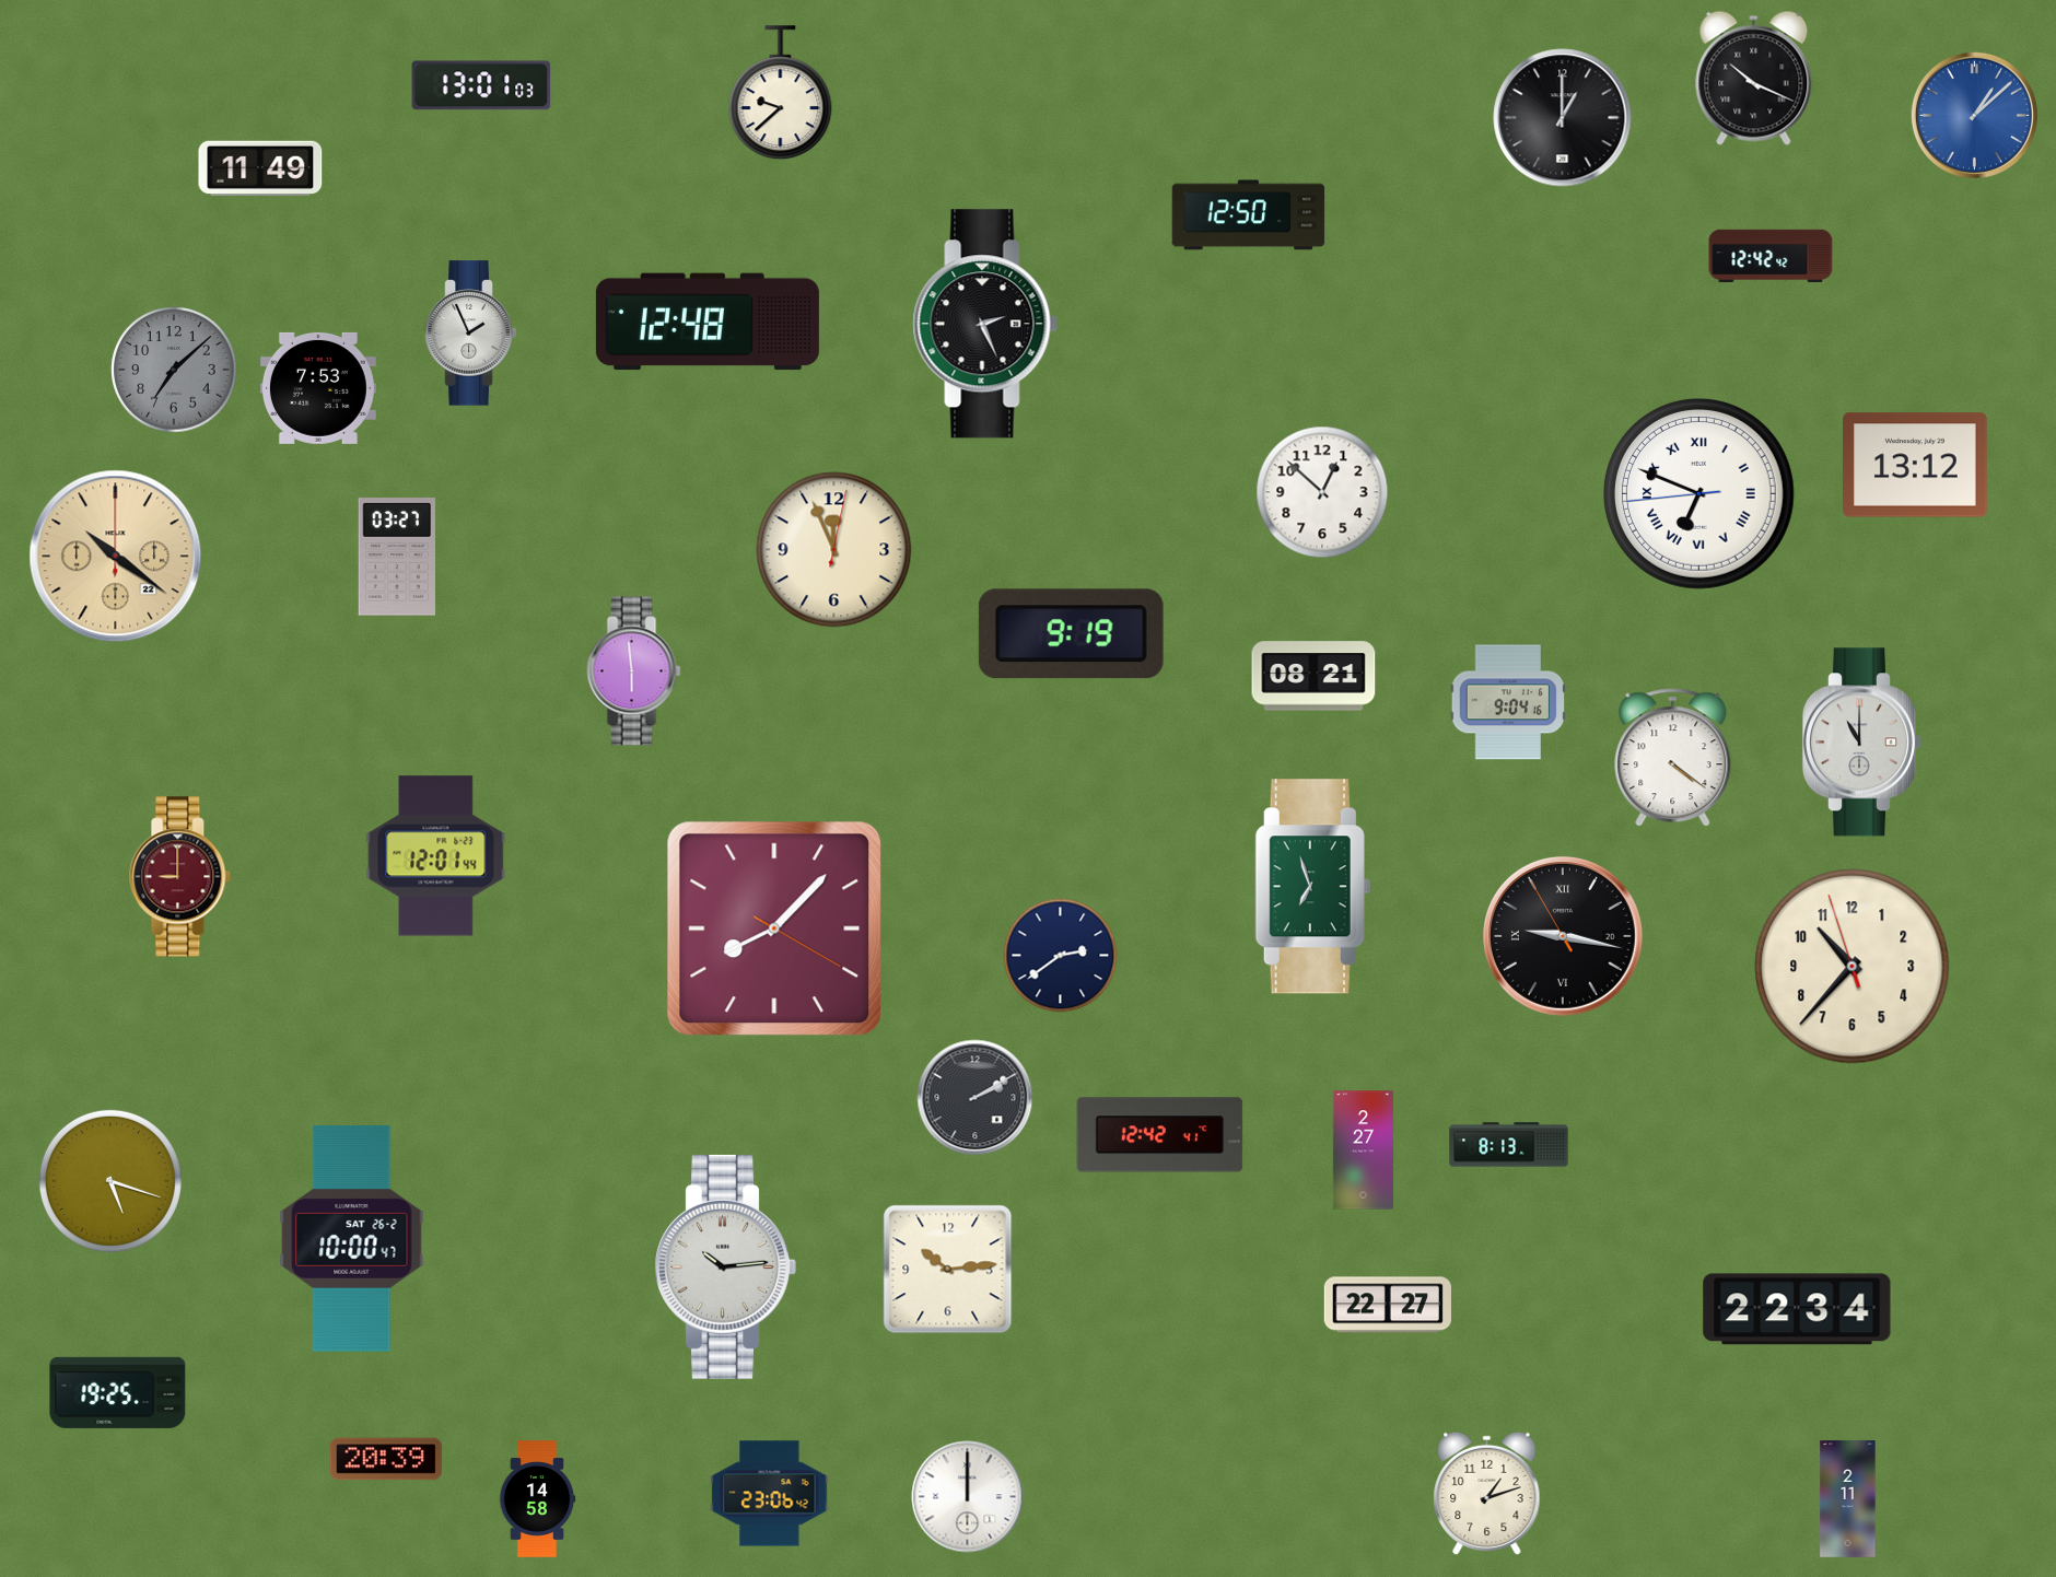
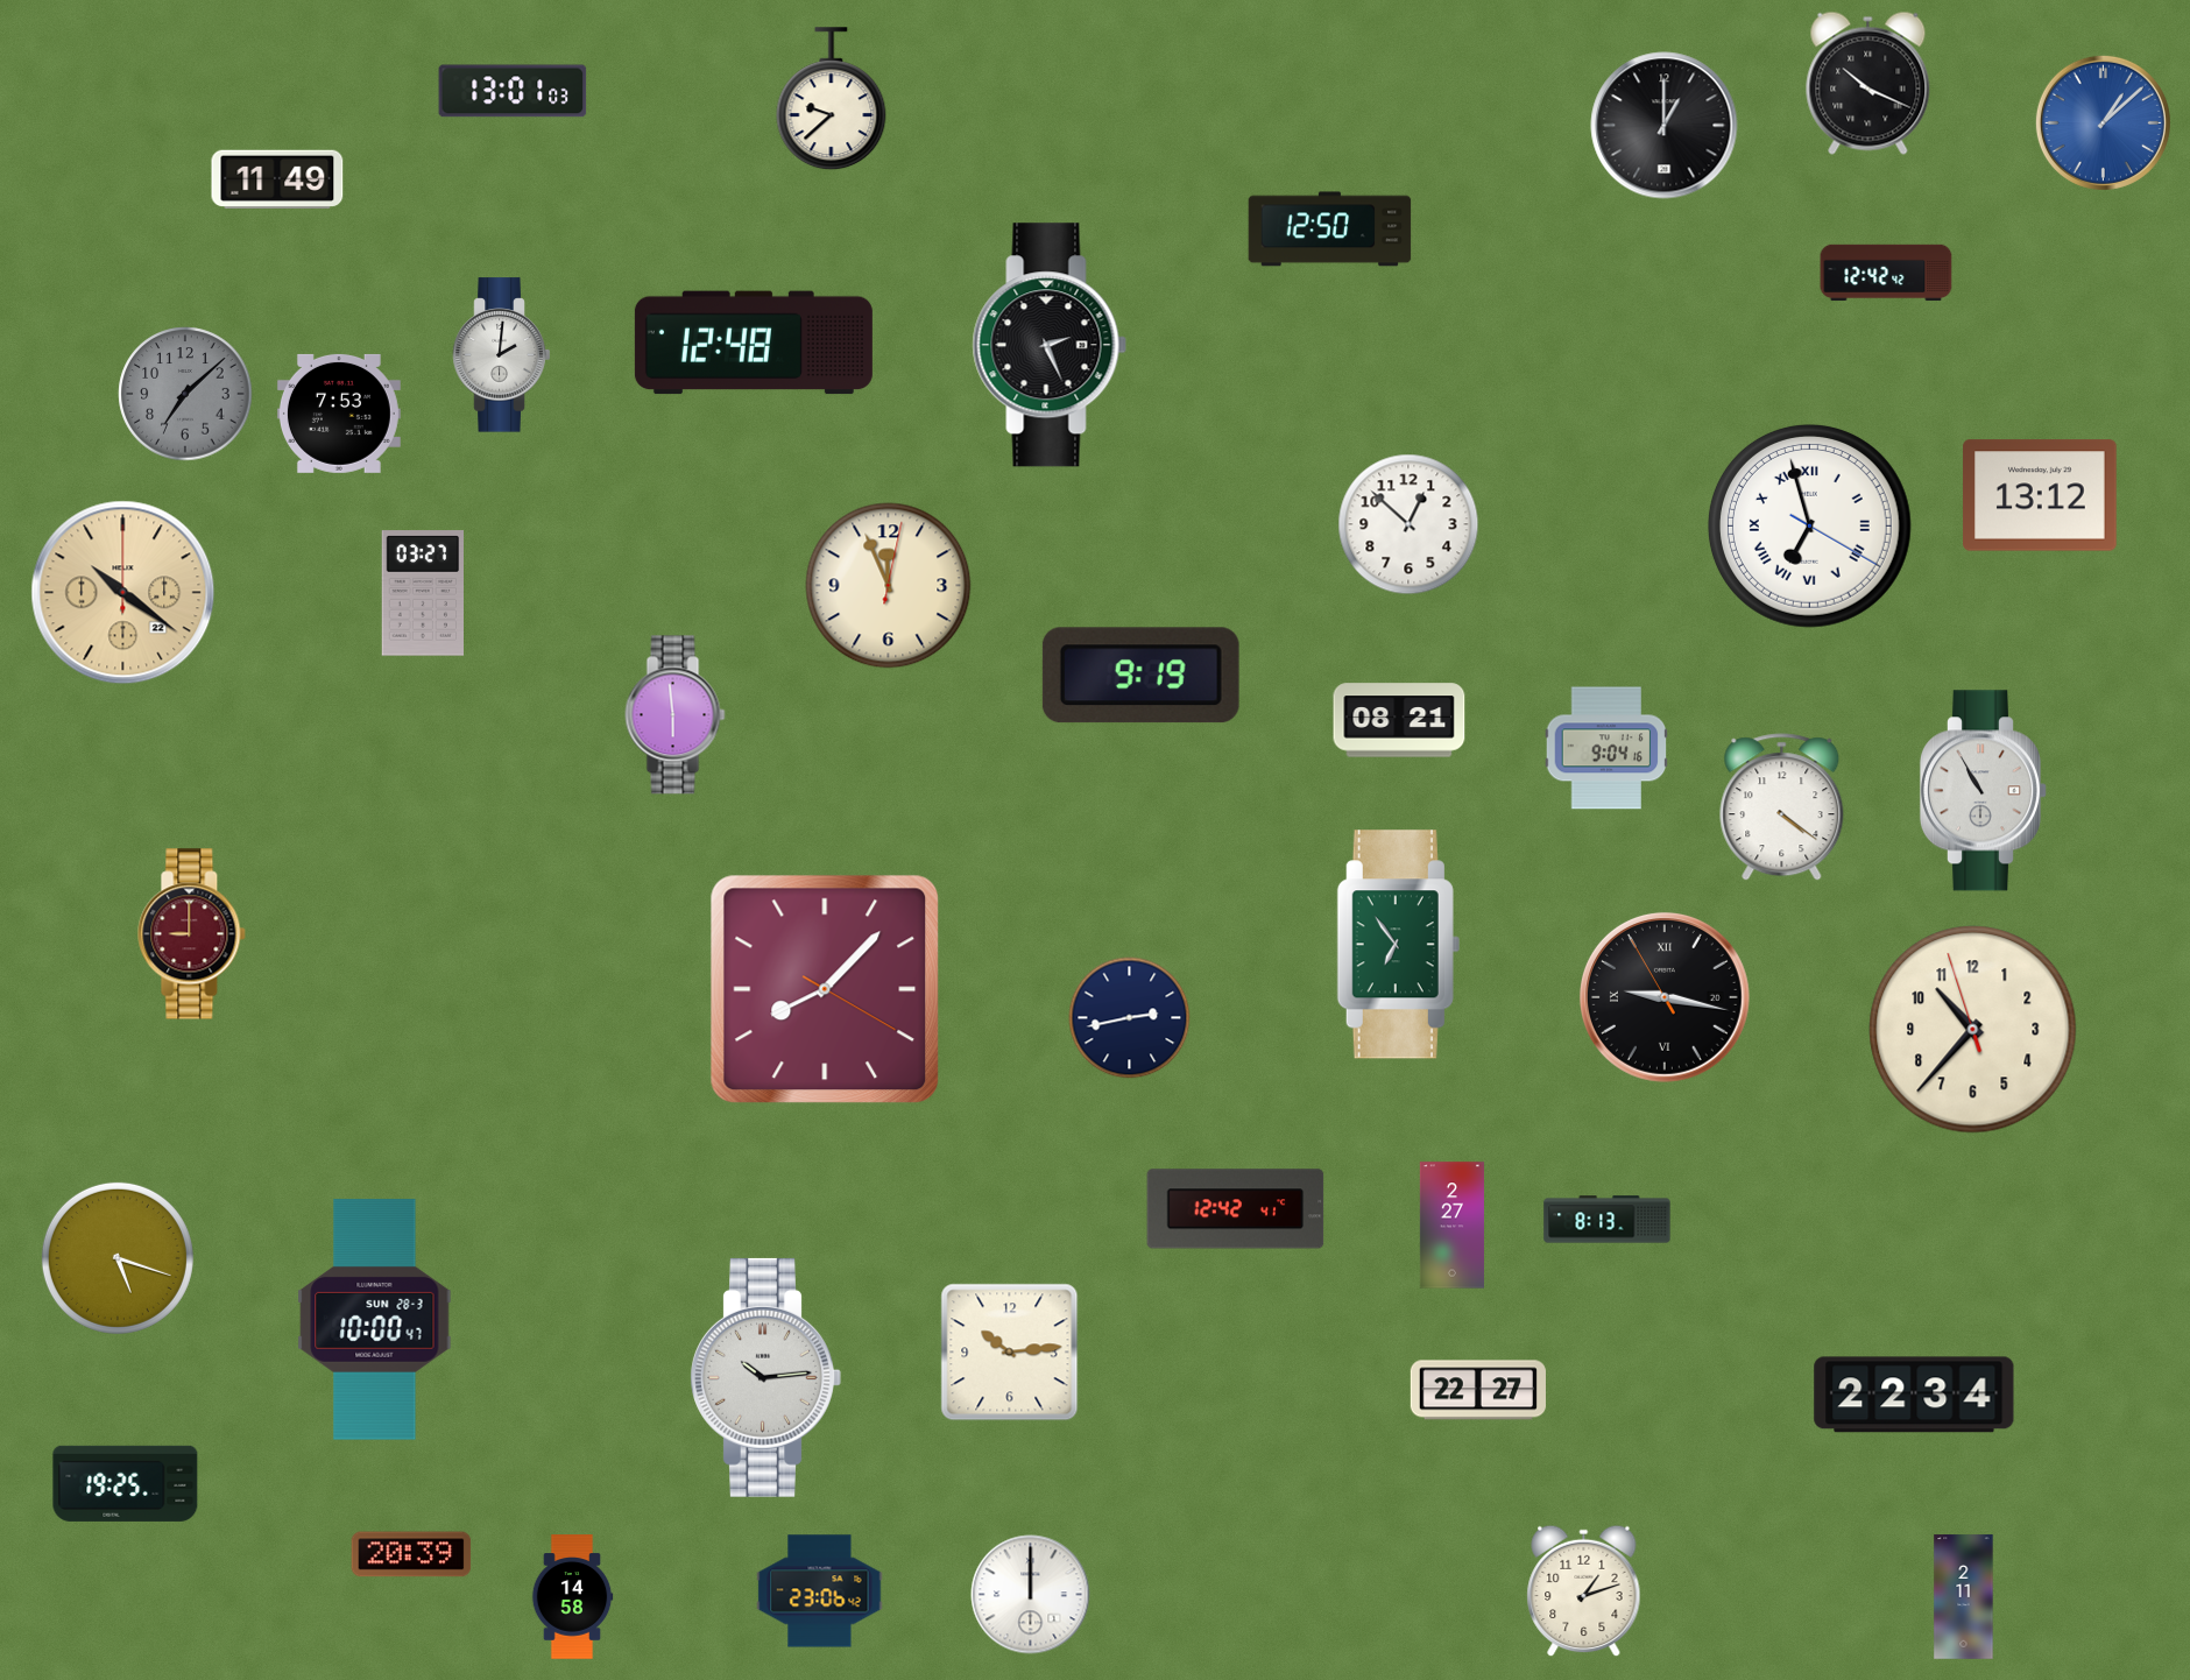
clock at (471, 334): 1:56 -> 2:01
clock at (1699, 494): 6:48 -> 6:57
clock at (1862, 743): 11:00 -> 10:55
clock at (436, 856): 12:01 -> none
clock at (1312, 887): 6:57 -> 6:54
clock at (1061, 956): 2:39 -> 2:43
clock at (976, 1098): 2:10 -> none
clock at (352, 1239) date: SAT 26-2 -> SUN 28-3
clock at (725, 1266) position: (725, 1266) -> (765, 1377)
clock at (1848, 1499) position: (1848, 1499) -> (1964, 1597)
